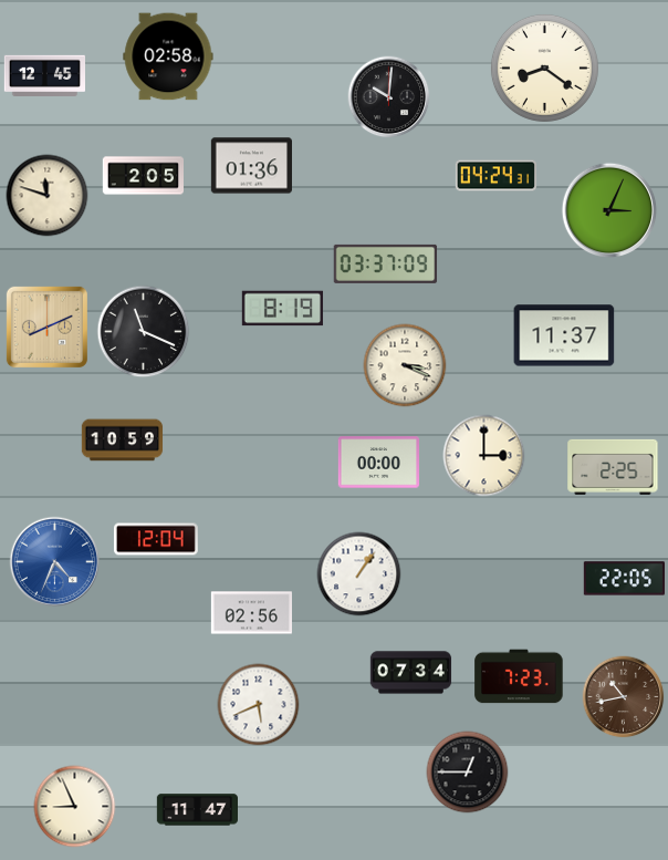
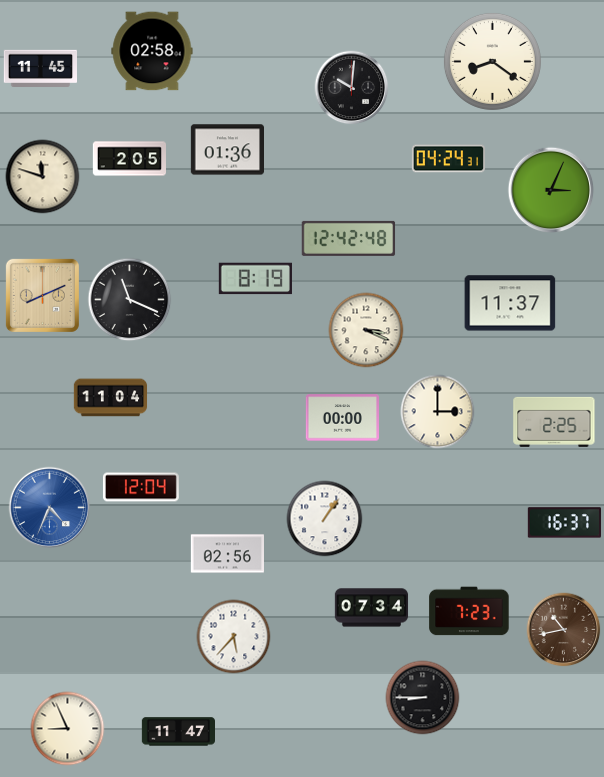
clock at (44, 75): 12:45 -> 11:45
clock at (386, 263): 03:37 -> 12:42
clock at (123, 441): 10:59 -> 11:04
clock at (624, 579): 22:05 -> 16:37
clock at (259, 705): 5:41 -> 5:37
clock at (468, 773): 12:45 -> 8:45
